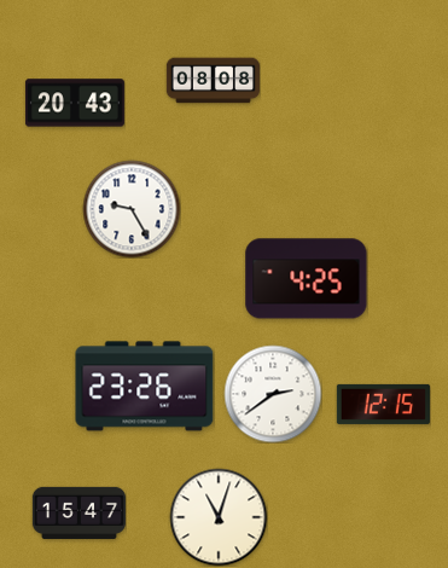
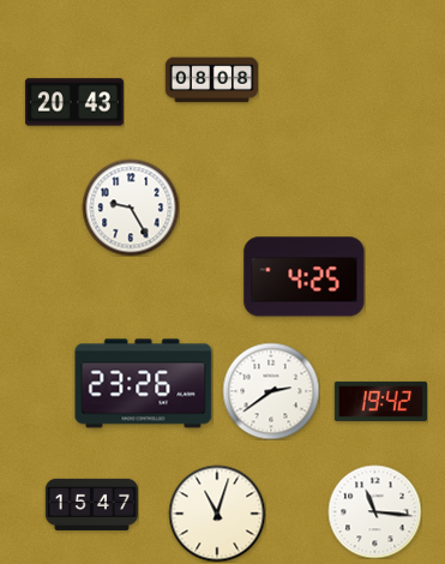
clock at (383, 404): 12:15 -> 19:42
clock at (78, 512) position: (78, 512) -> (91, 504)
clock at (374, 511): none -> 11:16
